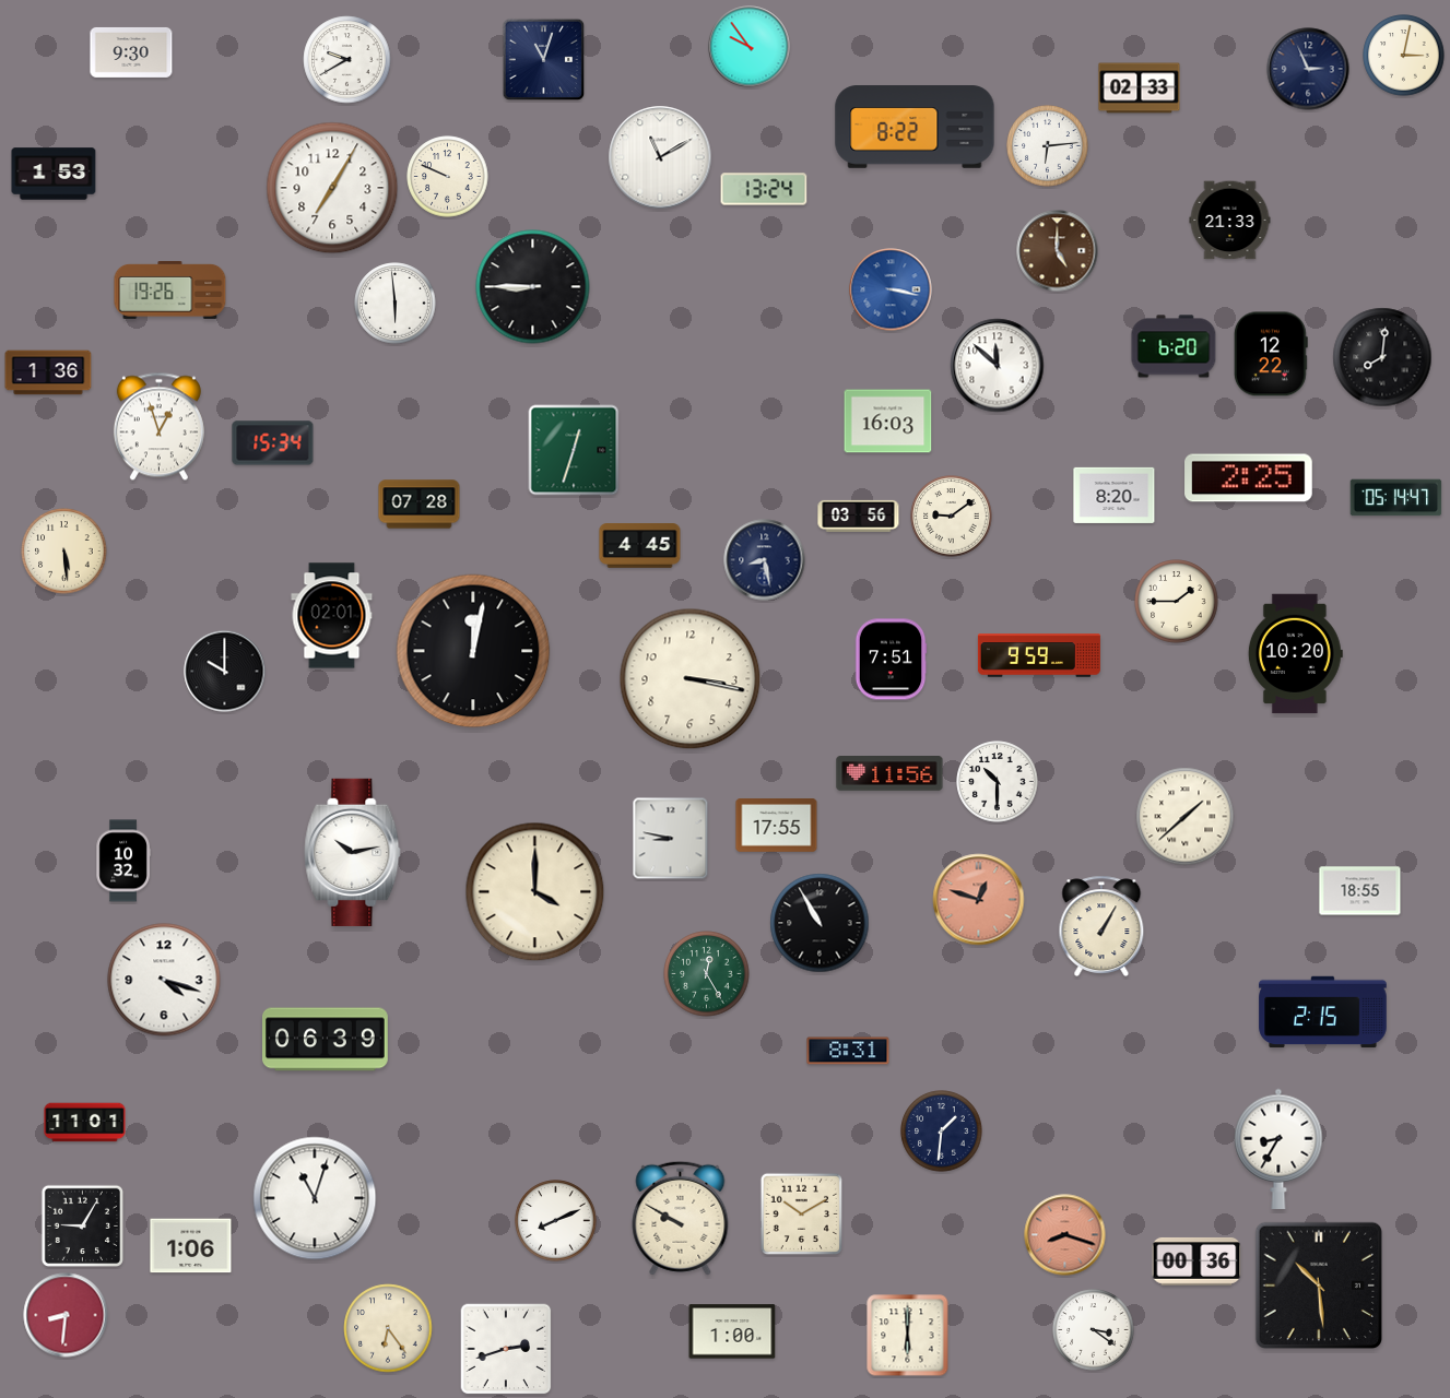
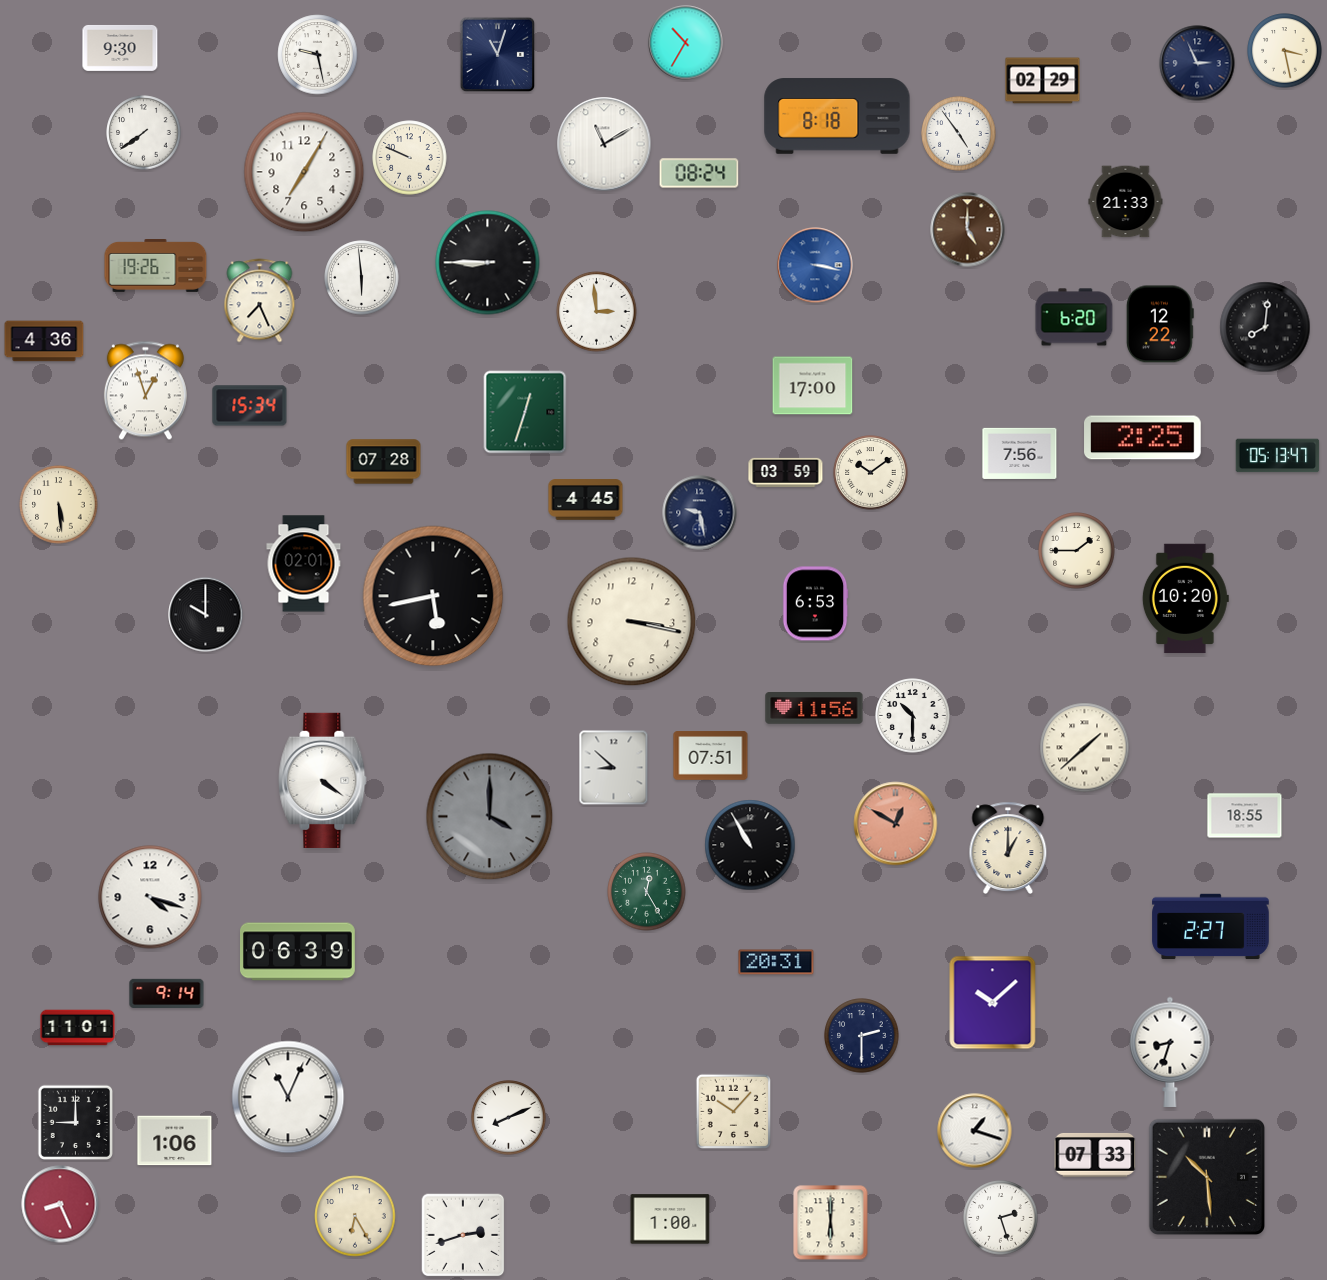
clock at (750, 47): 9:54 -> 10:35
clock at (1404, 56): 3:02 -> 3:28
clock at (347, 60): 9:40 -> 9:28
clock at (1140, 88): 02:33 -> 02:29
clock at (915, 127): 8:22 -> 8:18
clock at (144, 133): none -> 7:39
clock at (1048, 146): 6:14 -> 4:54
clock at (54, 174): 1:53 -> none
clock at (448, 177) position: (448, 177) -> (410, 158)
clock at (764, 189): 13:24 -> 08:24
clock at (260, 301): none -> 7:26
clock at (597, 312): none -> 2:59
clock at (1271, 354) position: (1271, 354) -> (1160, 324)
clock at (998, 366): 11:52 -> none
clock at (48, 372): 1:36 -> 4:36
clock at (888, 422): 16:03 -> 17:00
clock at (1115, 495): 8:20 -> 7:56
clock at (1396, 498): 05:14 -> 05:13
clock at (859, 516): 03:56 -> 03:59
clock at (952, 517): 9:09 -> 10:09
clock at (765, 560): 8:28 -> 9:28
clock at (473, 651): 12:02 -> 5:43
clock at (1039, 655): 9:59 -> none
clock at (891, 660): 7:51 -> 6:53
clock at (777, 826): 17:55 -> 07:51
clock at (671, 839): 8:47 -> 8:52
clock at (353, 852): 10:13 -> 4:21
clock at (123, 861): 10:32 -> none
clock at (535, 892) dial: cream -> grey
clock at (979, 900): 12:48 -> 12:50
clock at (1101, 925): 1:05 -> 1:00
clock at (1323, 1012): 2:15 -> 2:27
clock at (848, 1051): 8:31 -> 20:31
clock at (167, 993): none -> 9:14
clock at (993, 1003): none -> 10:08
clock at (942, 1132): 1:31 -> 2:30
clock at (1278, 1148): 8:35 -> 8:33
clock at (315, 1198): 11:03 -> 11:04
clock at (802, 1213): 10:10 -> 10:07
clock at (681, 1218): 9:50 -> none
clock at (83, 1225): 9:05 -> 9:00
clock at (1065, 1235): 8:18 -> 1:18
clock at (1065, 1235) dial: salmon -> white
clock at (1196, 1261): 00:36 -> 07:33
clock at (66, 1315): 8:31 -> 8:26
clock at (388, 1328): 6:24 -> 6:25
clock at (1094, 1330): 3:21 -> 2:27
